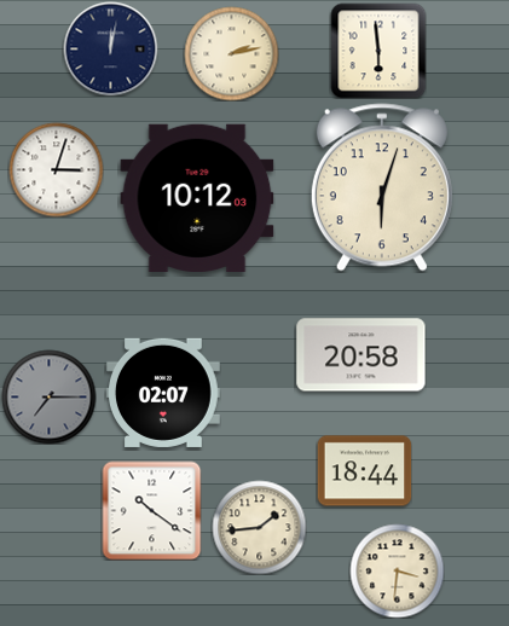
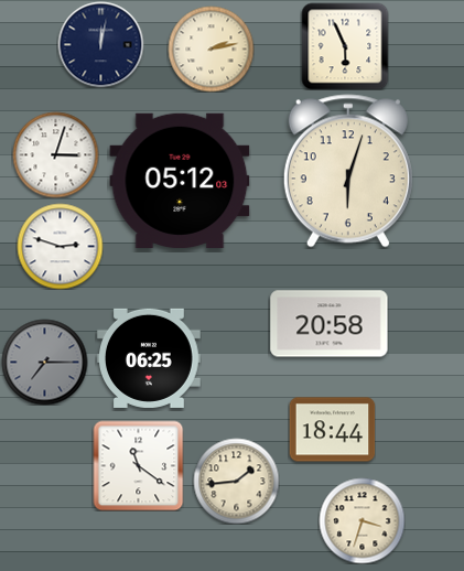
clock at (378, 51): 5:59 -> 5:56
clock at (56, 169) position: (56, 169) -> (55, 154)
clock at (197, 197): 10:12 -> 05:12
clock at (60, 246): none -> 2:48
clock at (164, 393): 02:07 -> 06:25
clock at (151, 510): 10:21 -> 11:21
clock at (397, 570): 3:31 -> 3:33
